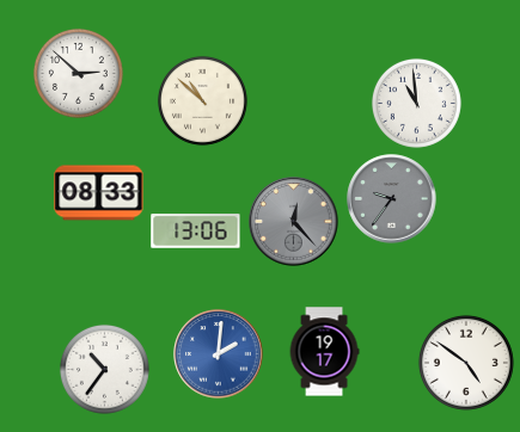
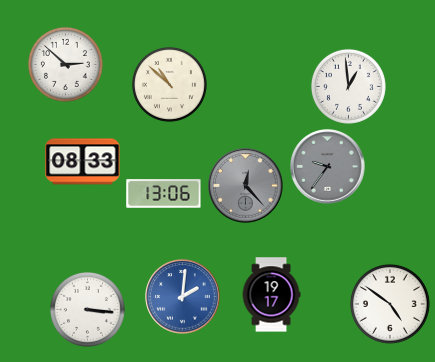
clock at (78, 73) position: (78, 73) -> (65, 64)
clock at (416, 103): 10:59 -> 12:59
clock at (104, 369): 10:36 -> 3:16
